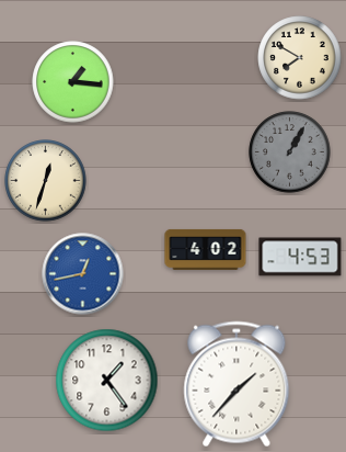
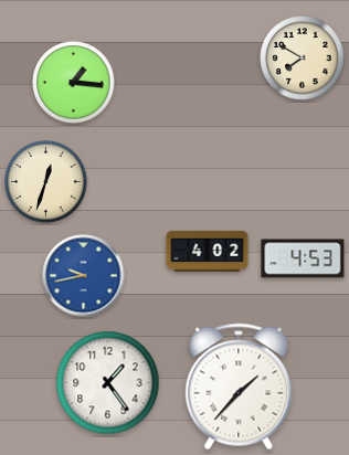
clock at (290, 152): 1:05 -> none
clock at (83, 274): 12:43 -> 9:43
